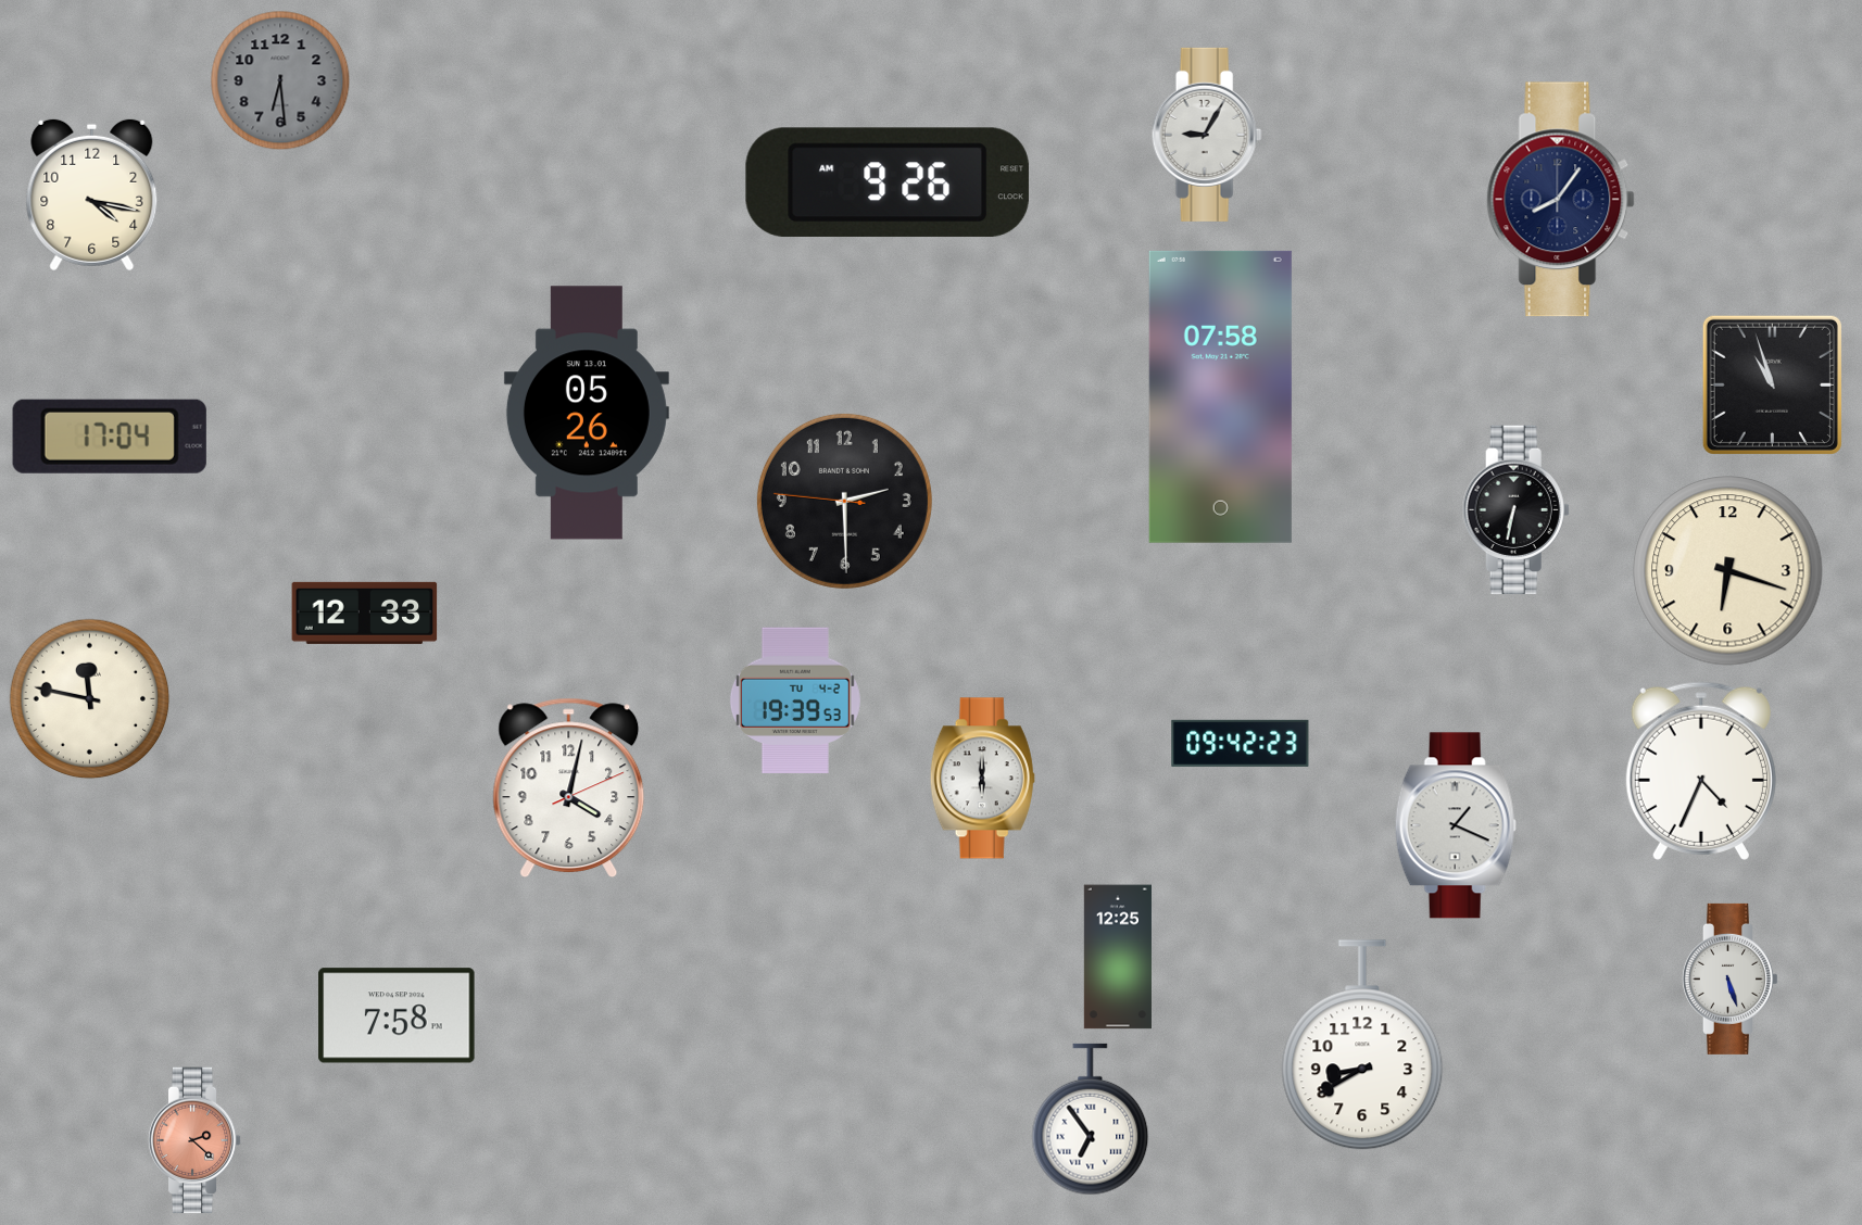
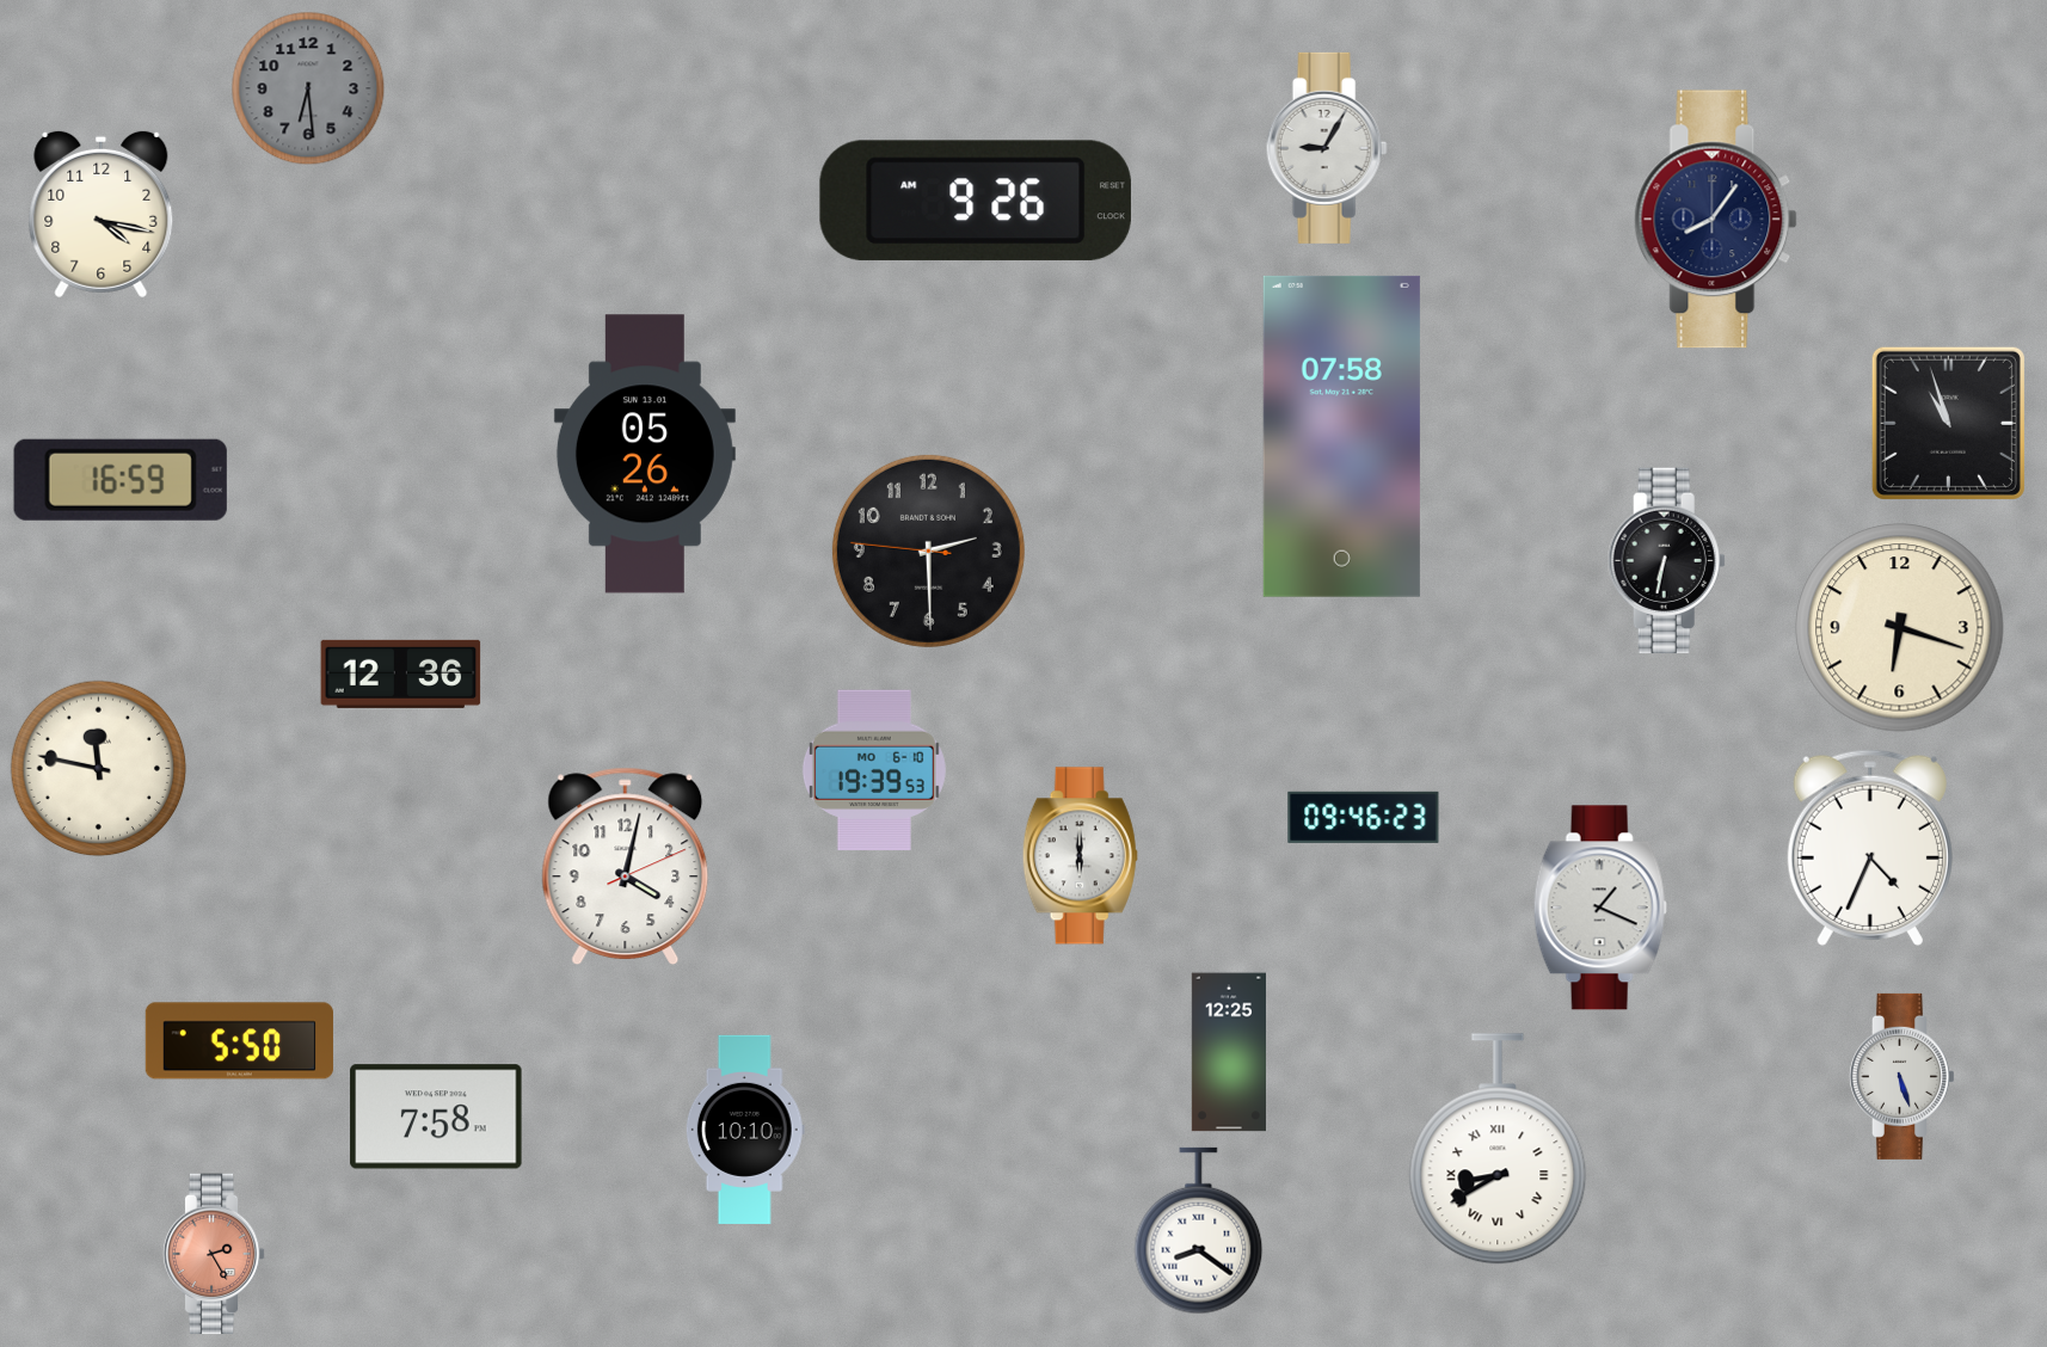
clock at (110, 437): 17:04 -> 16:59
clock at (365, 613): 12:33 -> 12:36
clock at (795, 700) date: TU 4-2 -> MO 6-10
clock at (1241, 743): 09:42 -> 09:46
clock at (239, 1041): none -> 5:50
clock at (745, 1130): none -> 10:10
clock at (1362, 1045) numerals: Arabic -> Roman
clock at (1091, 1120): 6:54 -> 8:21
clock at (194, 1140): 2:22 -> 2:25
